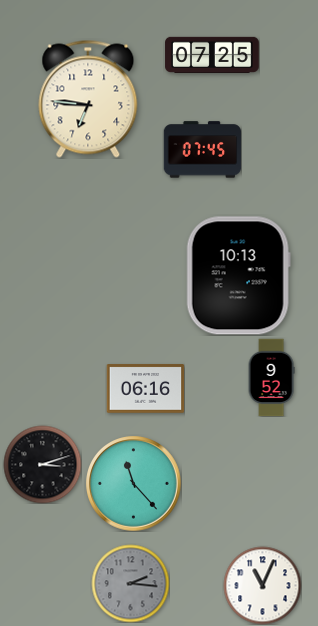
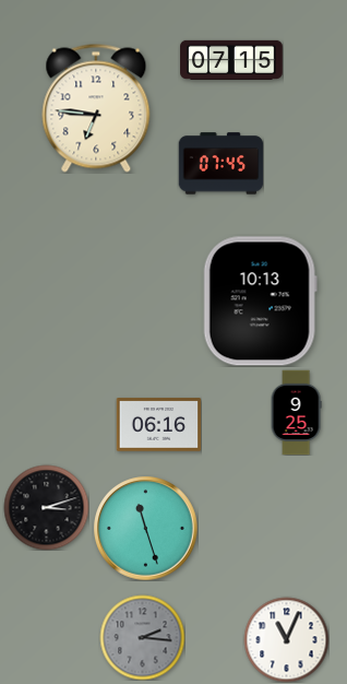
clock at (212, 55): 07:25 -> 07:15
clock at (271, 377): 9:52 -> 9:25
clock at (134, 484): 11:23 -> 11:27
